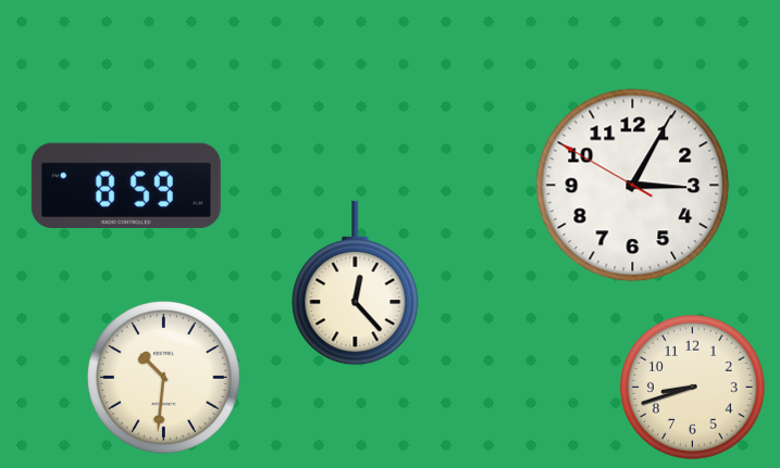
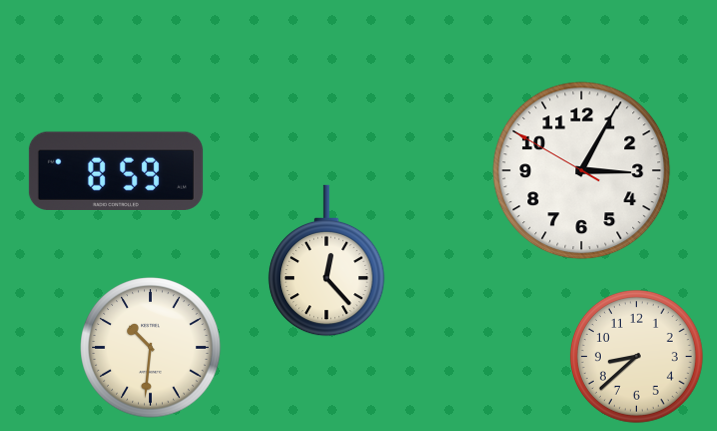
clock at (692, 387): 8:42 -> 8:38
